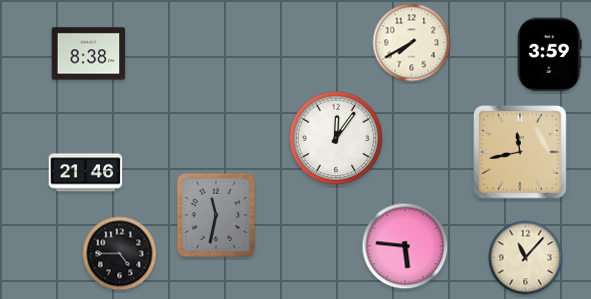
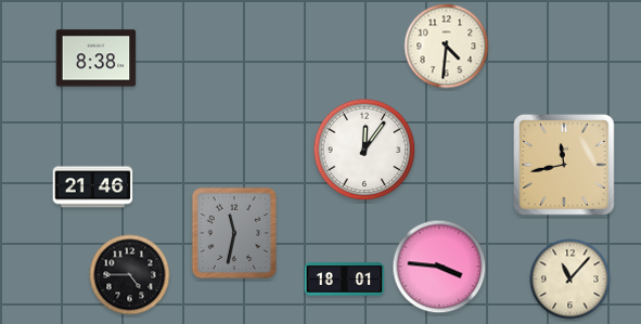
clock at (412, 43): 7:40 -> 4:31
clock at (549, 55): 3:59 -> none
clock at (405, 246): 5:46 -> 3:46
clock at (345, 280): none -> 18:01
